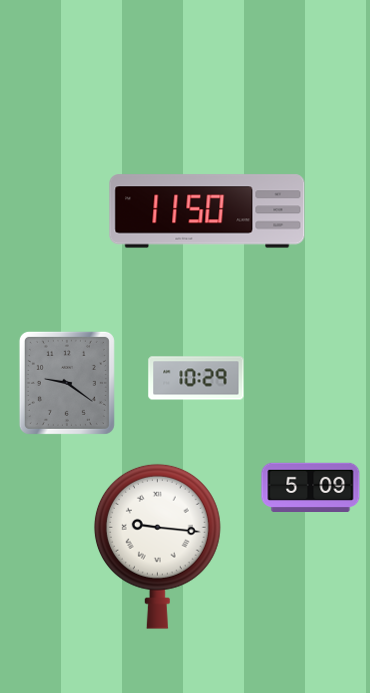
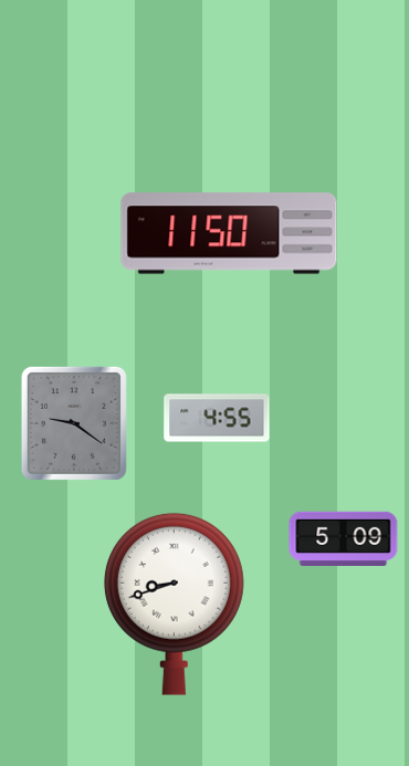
clock at (196, 378): 10:29 -> 4:55
clock at (157, 546): 9:16 -> 8:42
